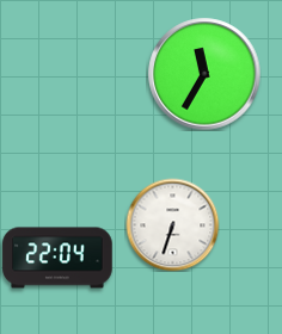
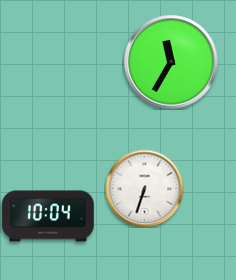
clock at (57, 258): 22:04 -> 10:04
